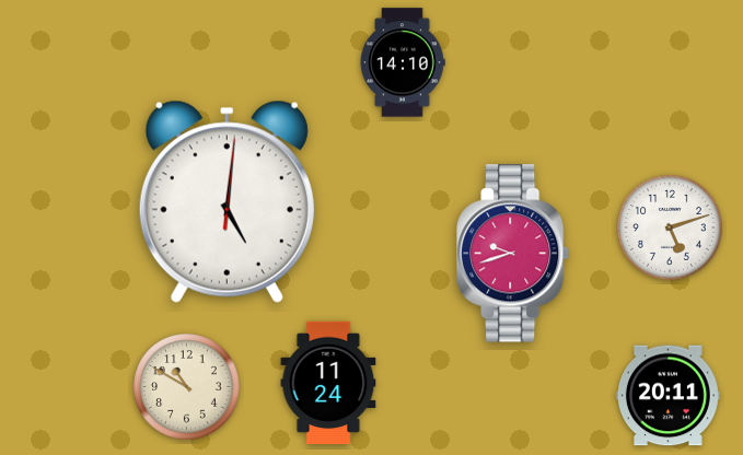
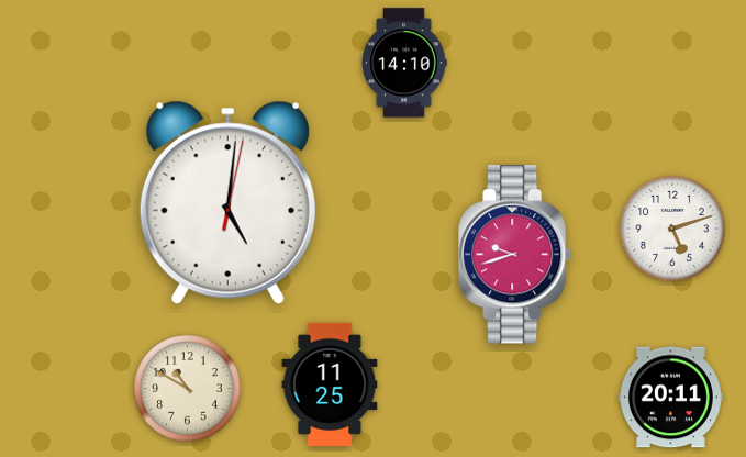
clock at (227, 201): 5:01:01 -> 5:01:02
clock at (328, 382): 11:24 -> 11:25
